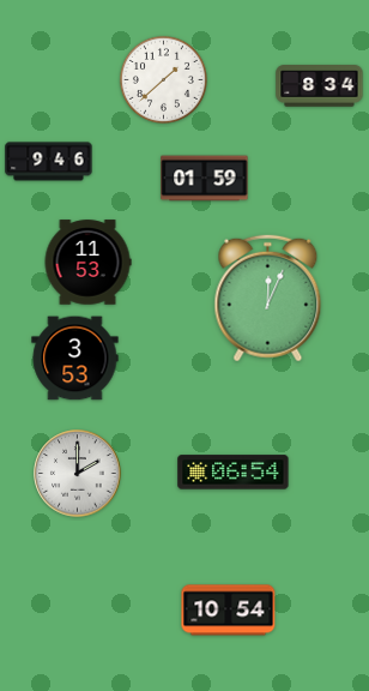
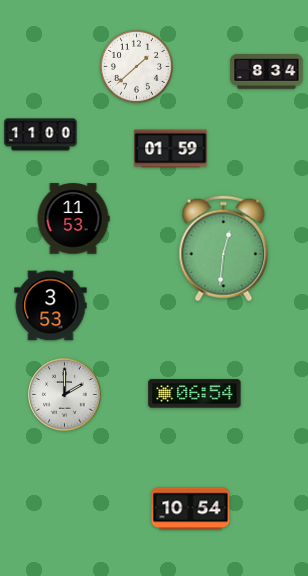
clock at (49, 162): 9:46 -> 11:00
clock at (268, 299): 12:04 -> 12:31
clock at (75, 359) position: (75, 359) -> (51, 306)
